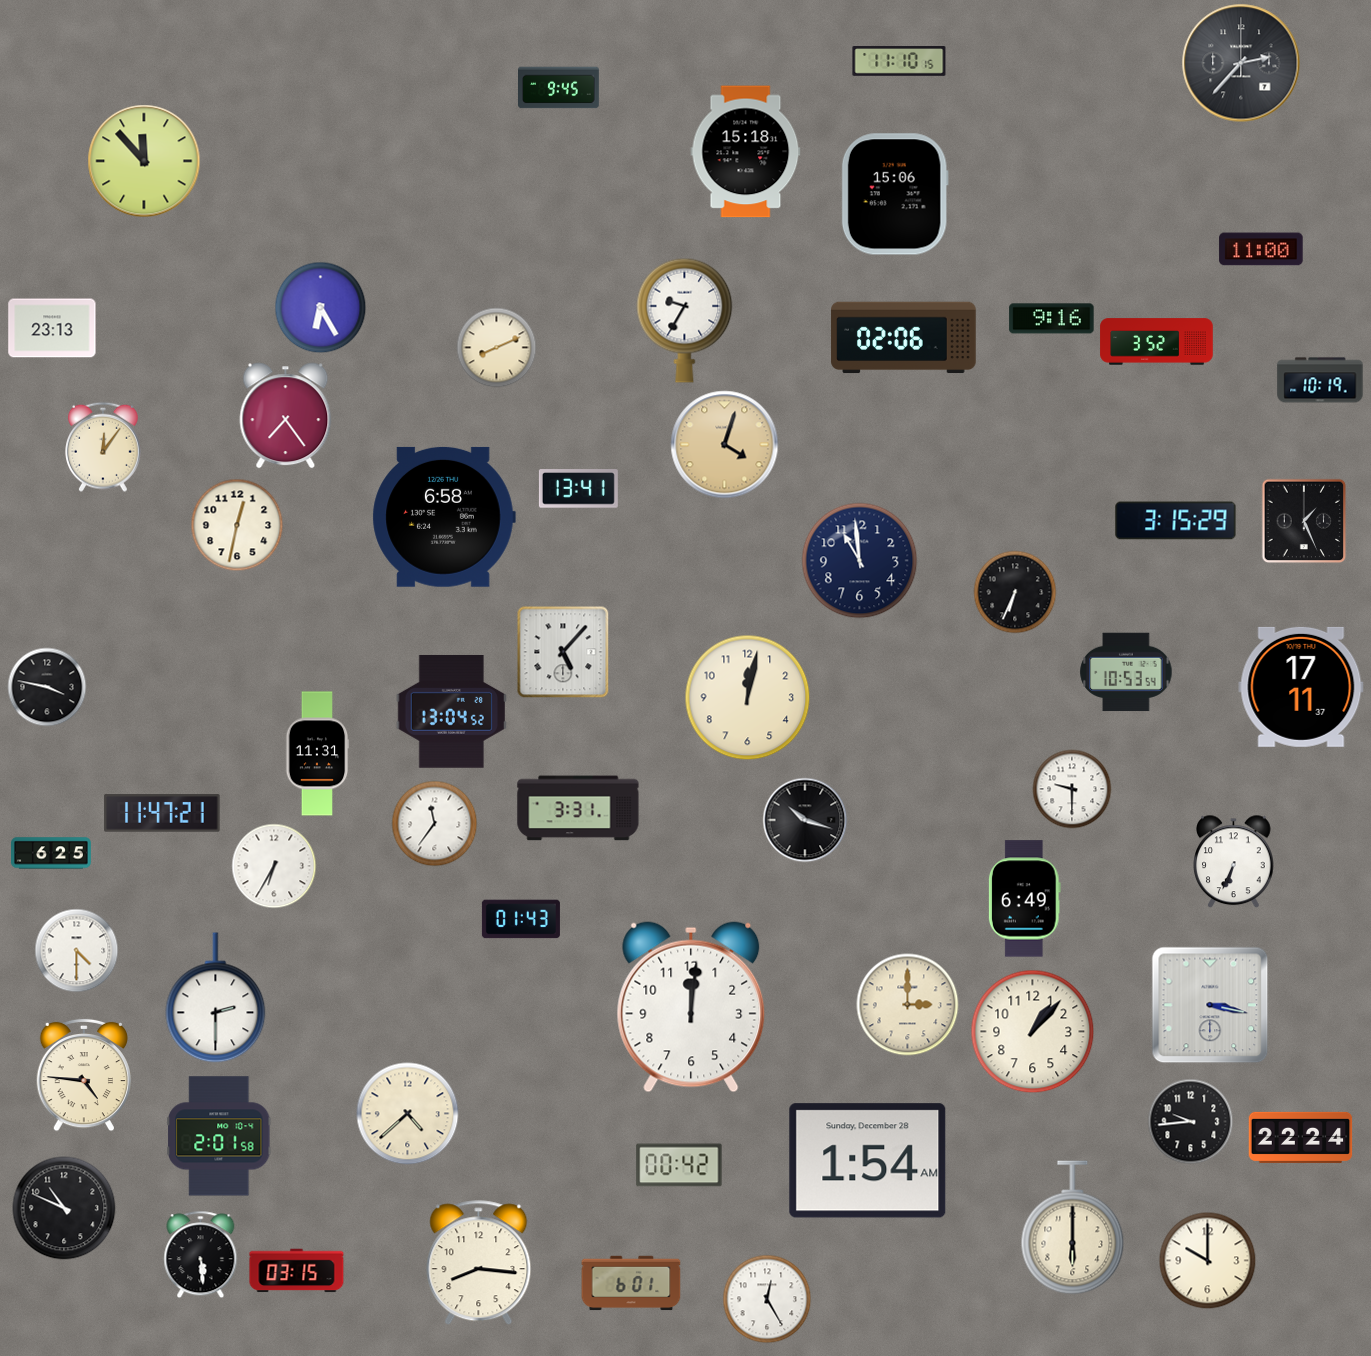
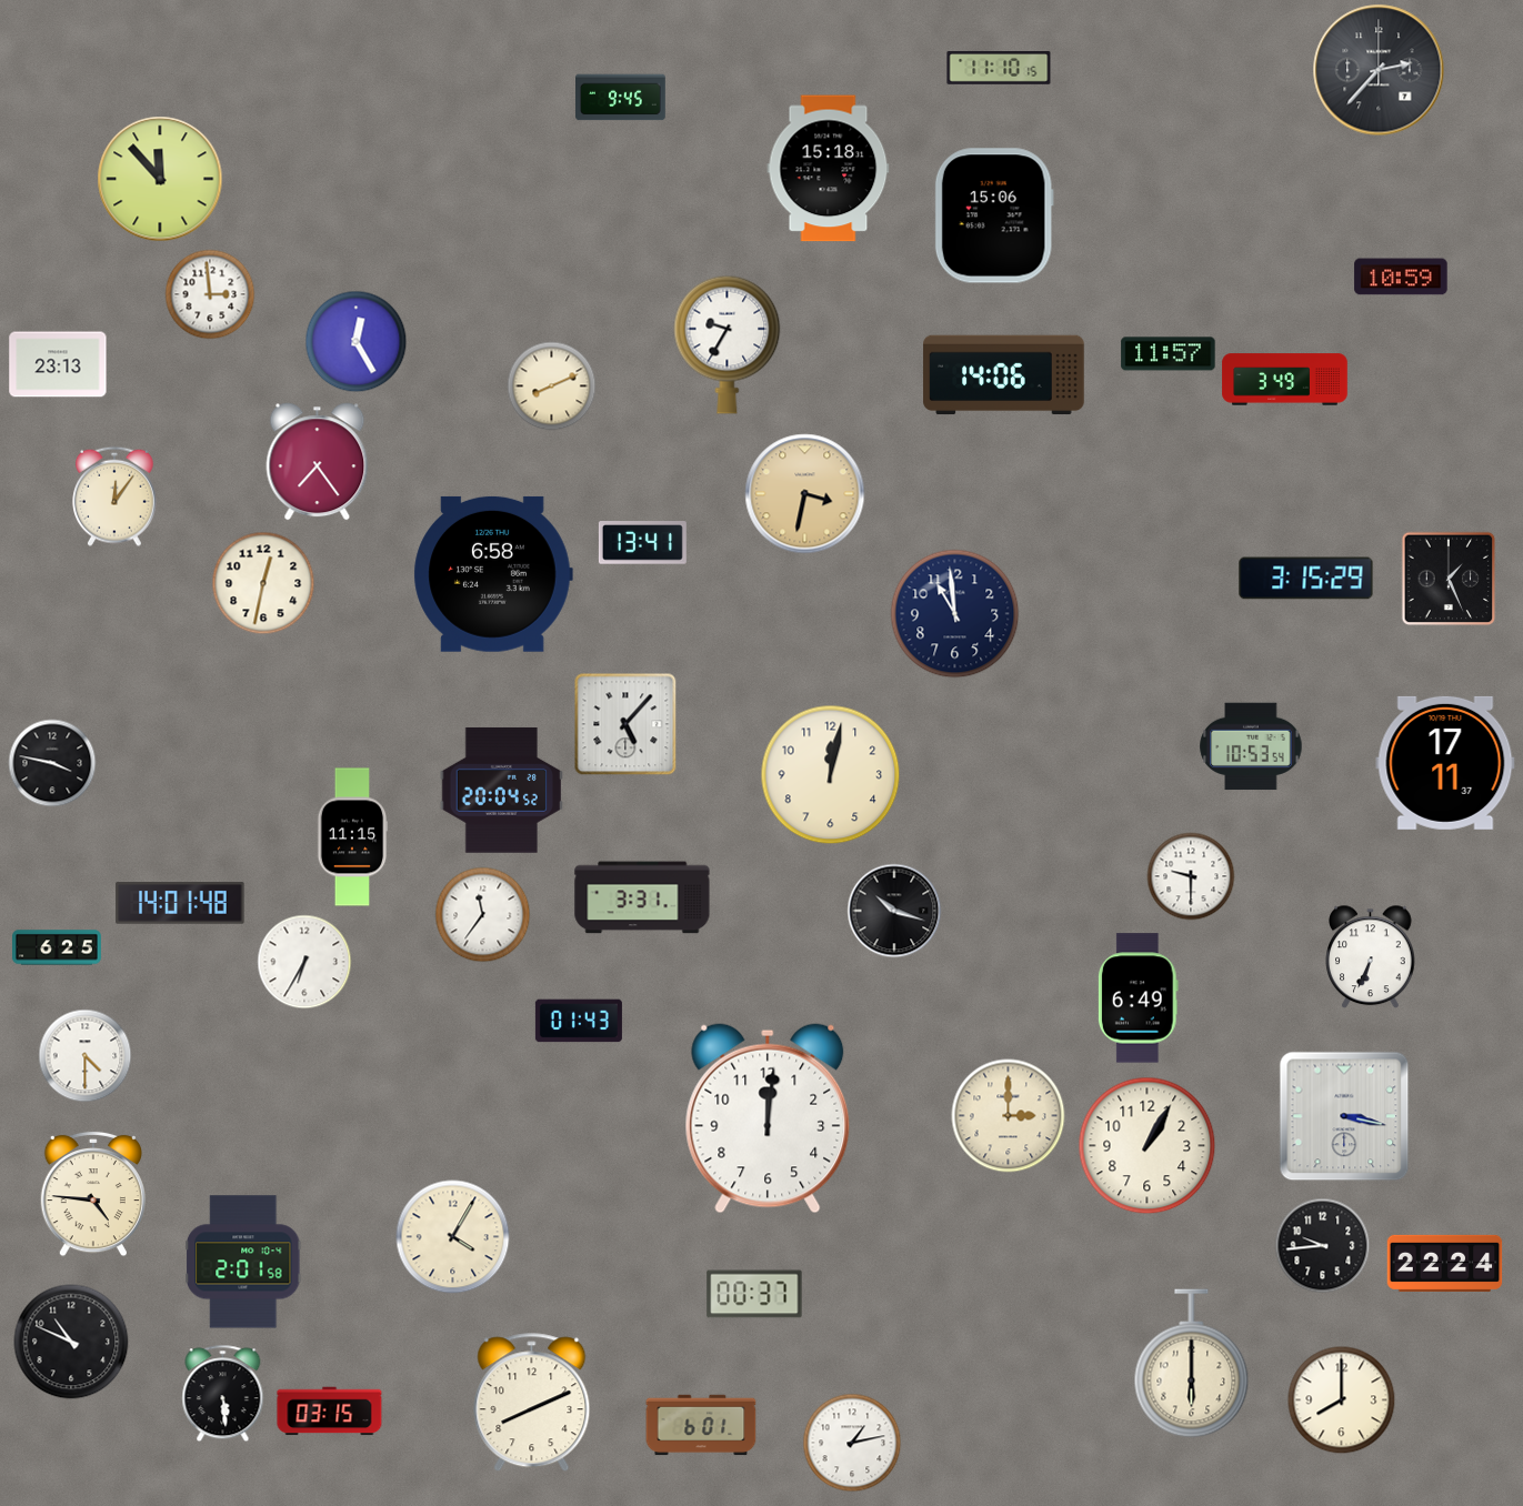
clock at (1261, 249): 11:00 -> 10:59
clock at (210, 294): none -> 2:59
clock at (321, 308): 6:25 -> 12:25
clock at (1052, 319): 9:16 -> 11:57
clock at (685, 320) position: (685, 320) -> (728, 344)
clock at (904, 338): 02:06 -> 14:06
clock at (1157, 342): 3:52 -> 3:49
clock at (1320, 380): 10:19 -> none
clock at (725, 445): 4:03 -> 3:32
clock at (860, 561) position: (860, 561) -> (955, 614)
clock at (1015, 592): 6:34 -> none
clock at (451, 712): 13:04 -> 20:04
clock at (317, 754): 11:31 -> 11:15
clock at (162, 813): 11:47 -> 14:01
clock at (216, 998): 2:30 -> none
clock at (1033, 1032): 1:07 -> 1:05
clock at (408, 1114): 4:38 -> 4:05
clock at (868, 1161): 1:54 -> none
clock at (679, 1165): 00:42 -> 00:37
clock at (1208, 1261): 10:00 -> 8:00
clock at (479, 1263): 8:16 -> 8:11
clock at (767, 1299): 12:25 -> 1:13
